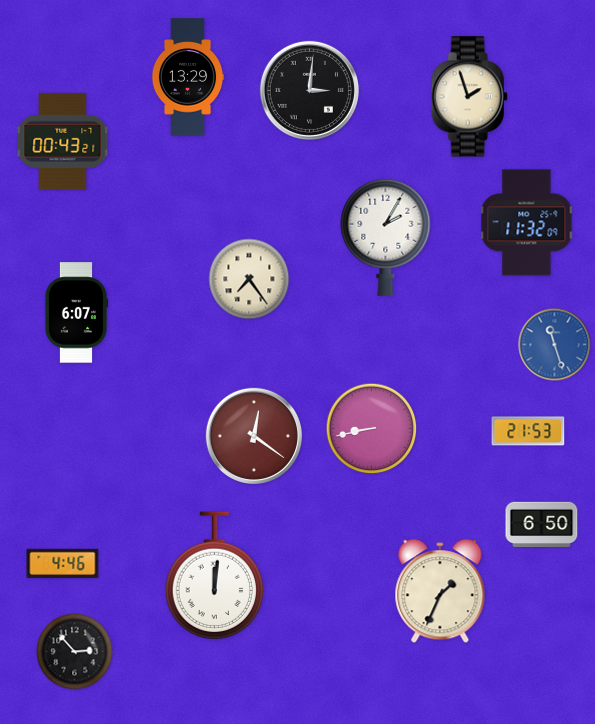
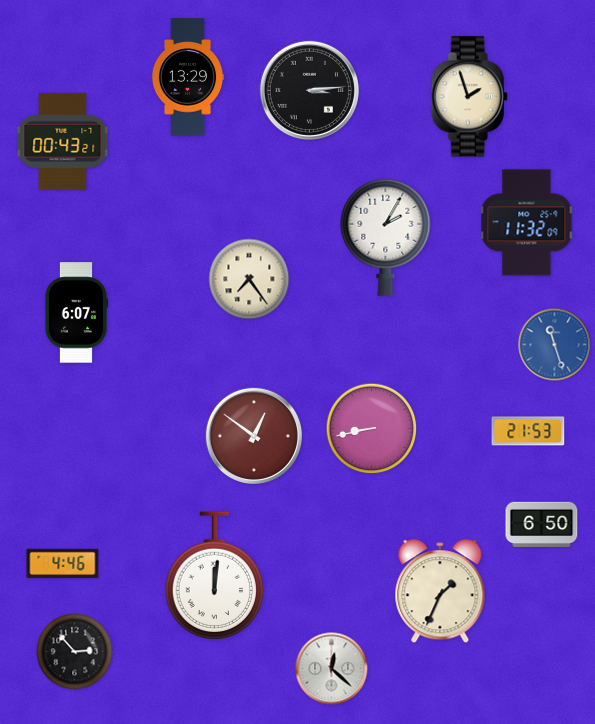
clock at (309, 90): 3:01 -> 3:14
clock at (253, 435): 12:21 -> 12:51
clock at (332, 669): none -> 12:22
